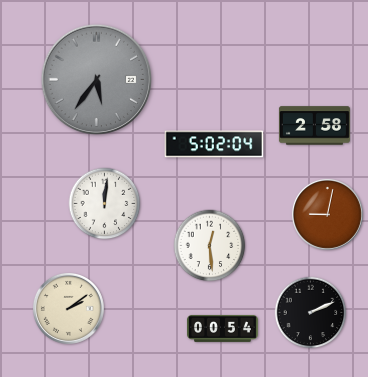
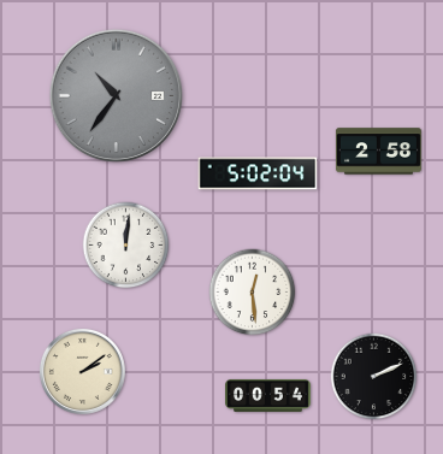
clock at (97, 80): 5:36 -> 10:36
clock at (327, 214): 9:02 -> none
clock at (210, 246) position: (210, 246) -> (253, 293)
